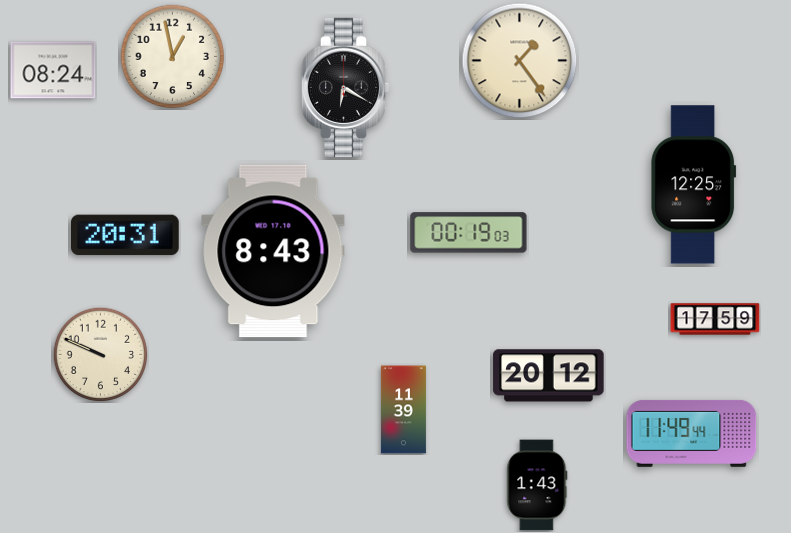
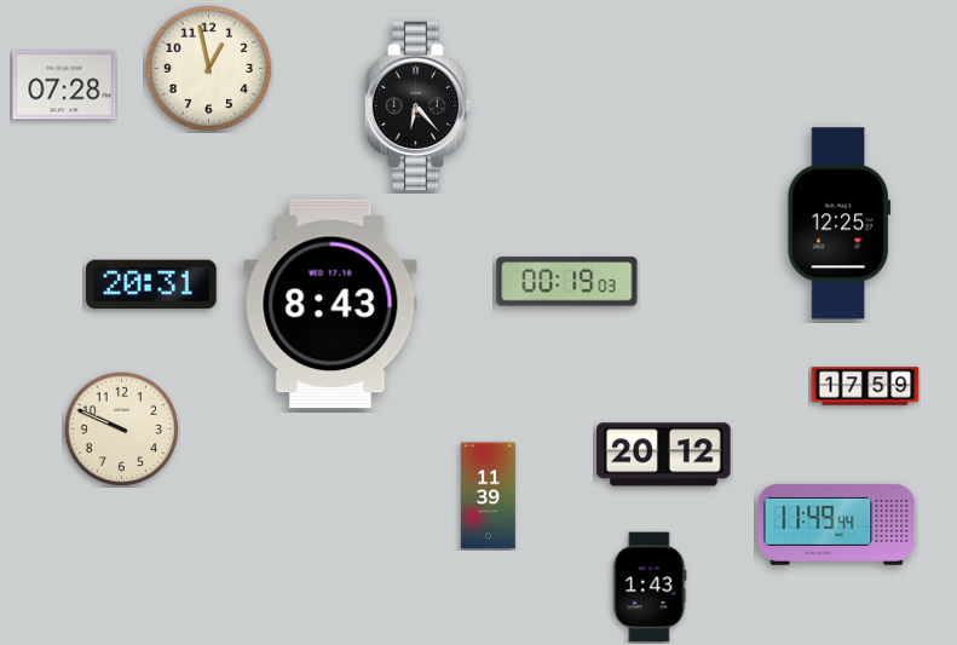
clock at (520, 61): 1:24 -> none
clock at (53, 70): 08:24 -> 07:28
clock at (346, 87): 6:20 -> 6:23
